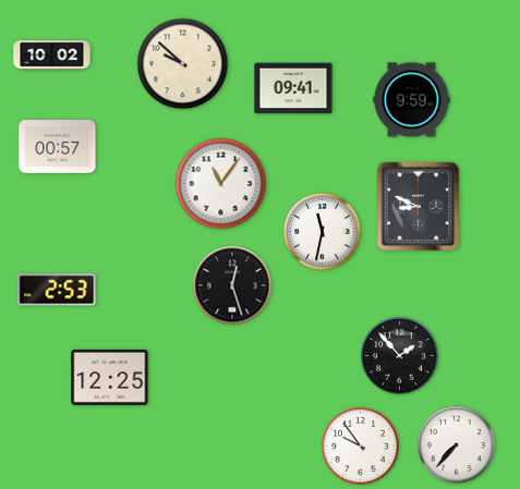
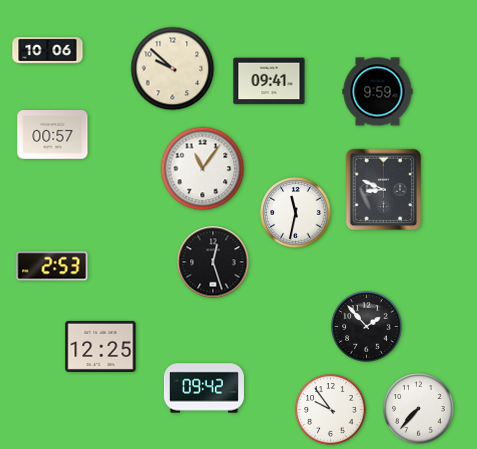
clock at (52, 56): 10:02 -> 10:06
clock at (183, 64) position: (183, 64) -> (173, 69)
clock at (204, 388): none -> 09:42
